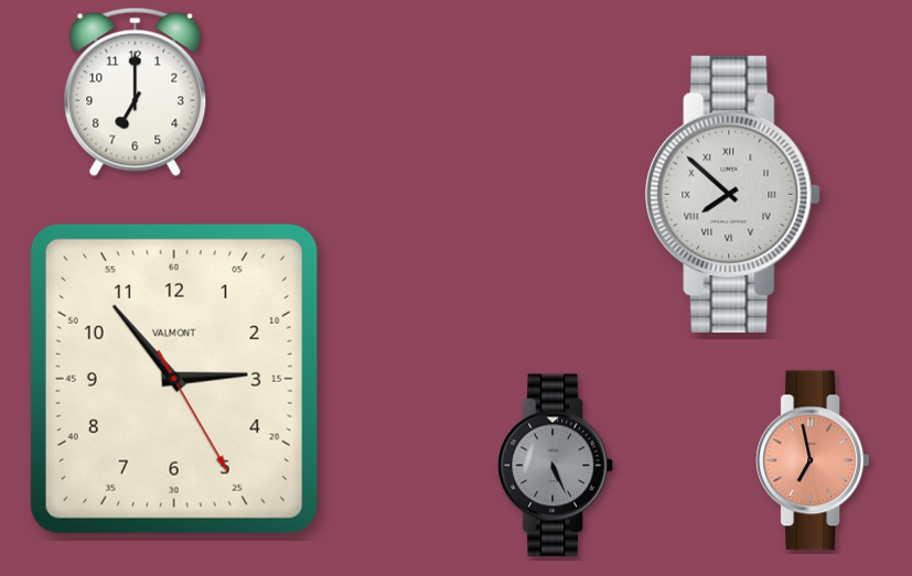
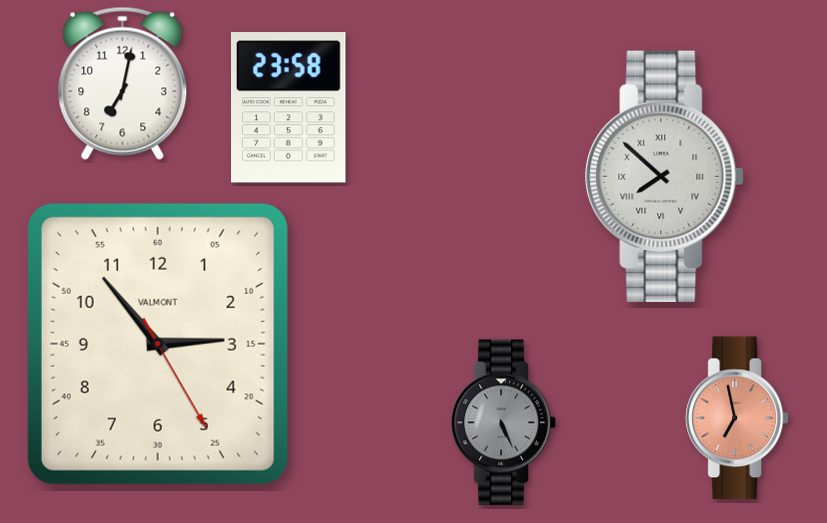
clock at (136, 91): 7:00 -> 7:02
clock at (289, 108): none -> 23:58
